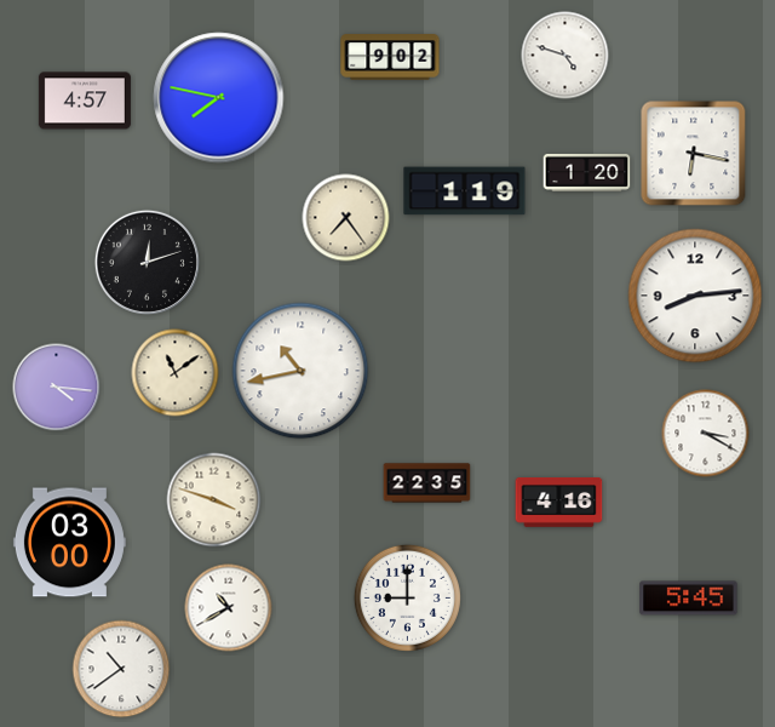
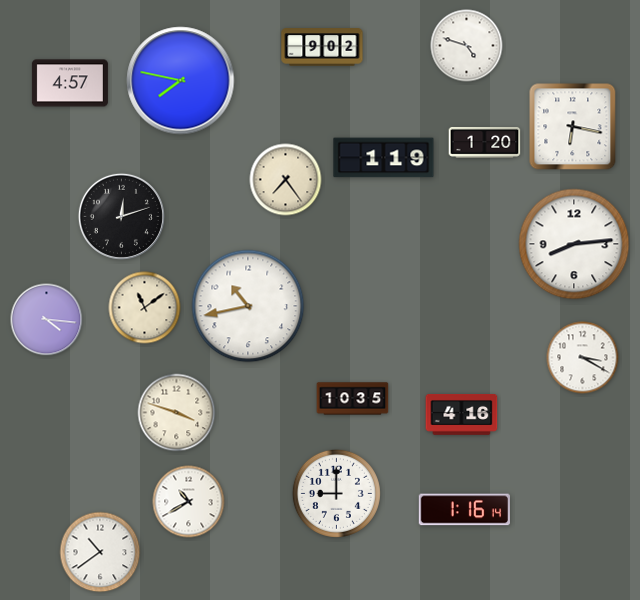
clock at (427, 483): 22:35 -> 10:35
clock at (69, 543): 03:00 -> none
clock at (689, 599): 5:45 -> none
clock at (464, 510): none -> 1:16
